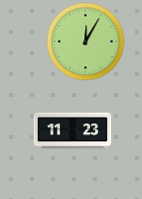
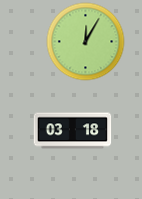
clock at (72, 131): 11:23 -> 03:18
